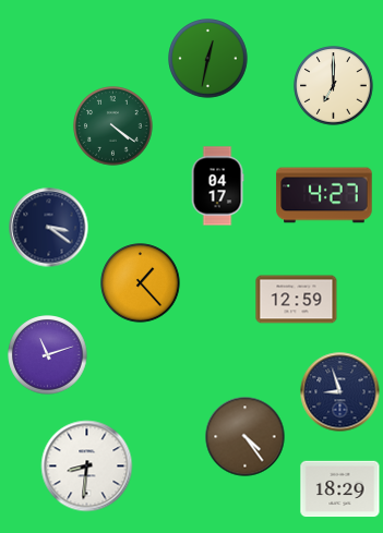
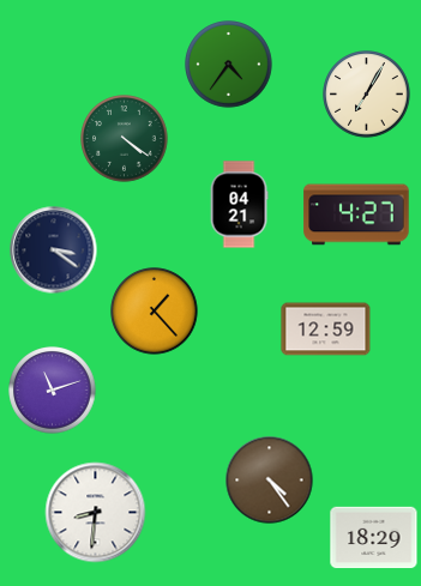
clock at (208, 59): 12:32 -> 4:36
clock at (334, 86): 7:00 -> 7:05
clock at (217, 186): 04:17 -> 04:21
clock at (340, 392): 8:57 -> none
